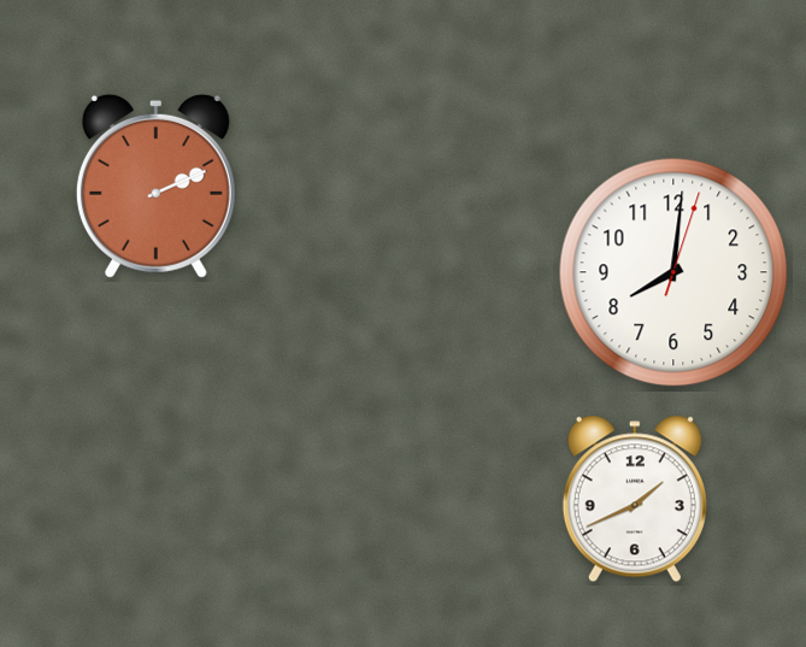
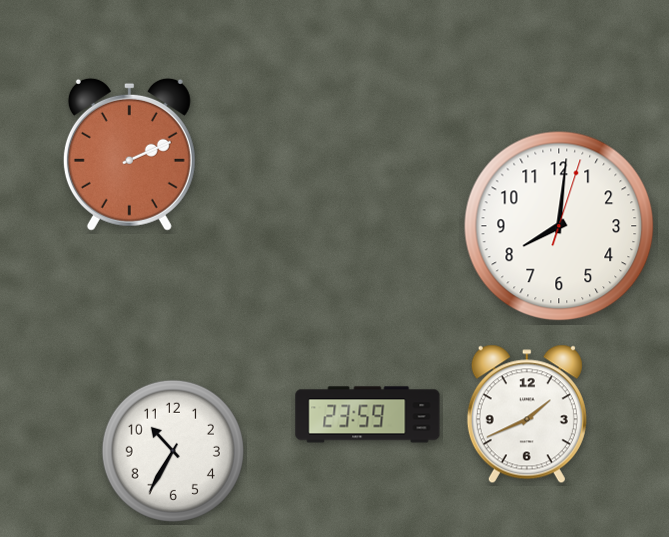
clock at (368, 415): none -> 23:59
clock at (173, 451): none -> 10:35
